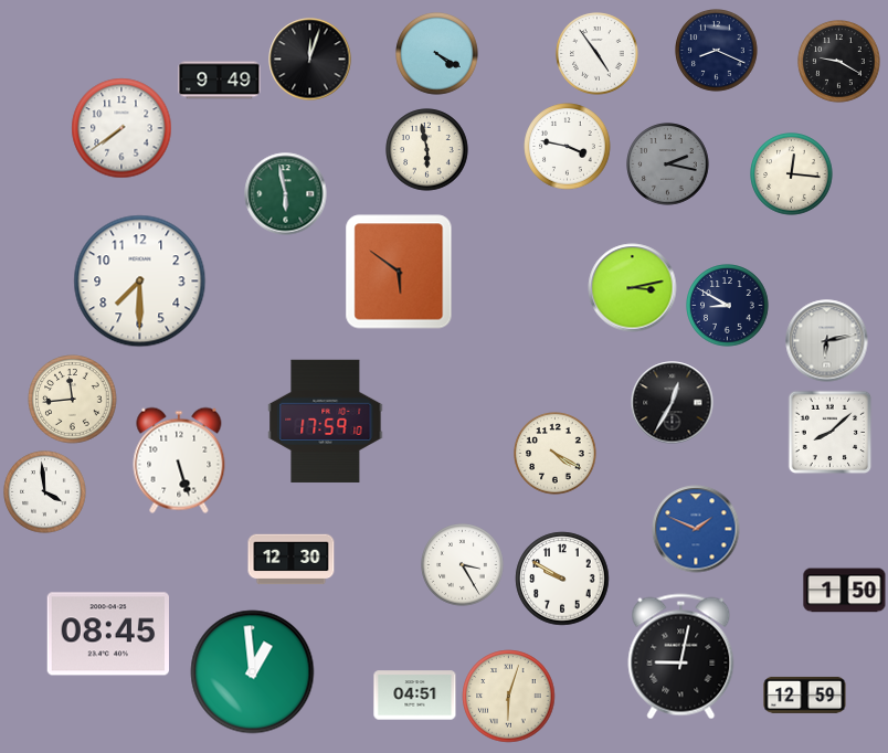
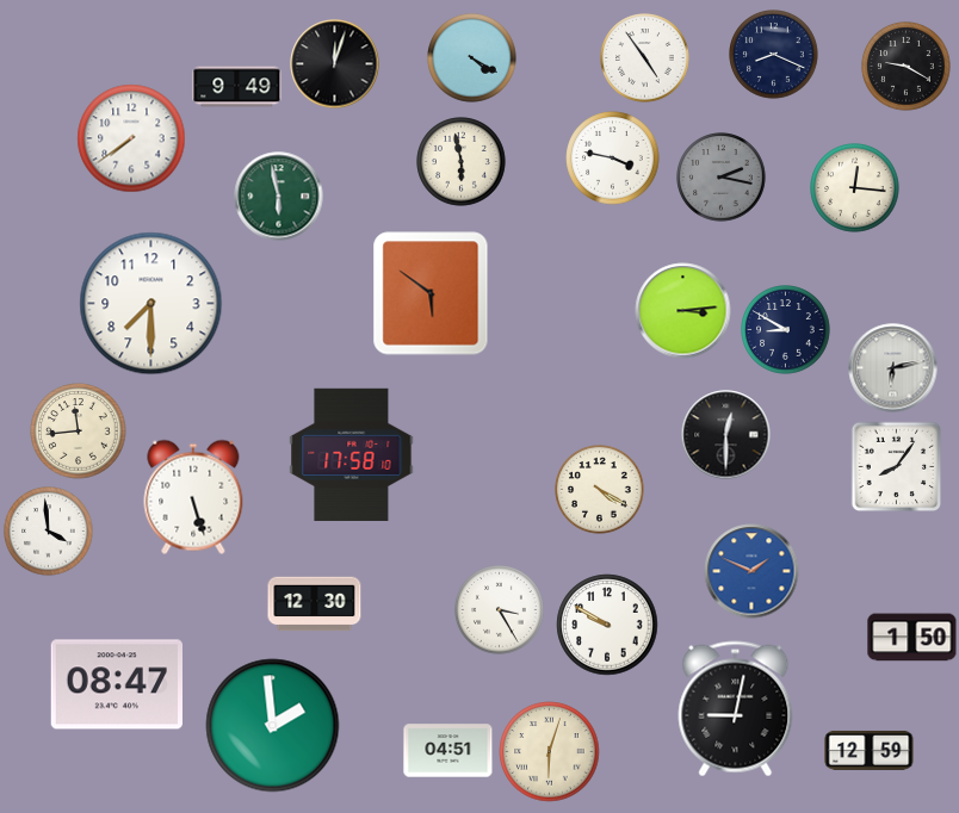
clock at (286, 194) position: (286, 194) -> (279, 197)
clock at (633, 288): 3:13 -> 3:14
clock at (673, 403): 12:35 -> 12:30
clock at (326, 421): 17:59 -> 17:58
clock at (831, 433): 8:08 -> 8:06
clock at (107, 634): 08:45 -> 08:47
clock at (253, 672): 12:59 -> 1:59
